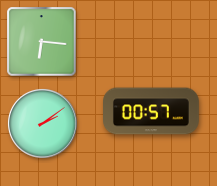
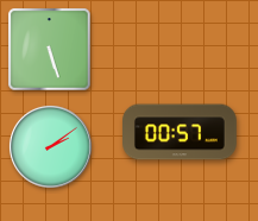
clock at (42, 42): 6:16 -> 5:27
